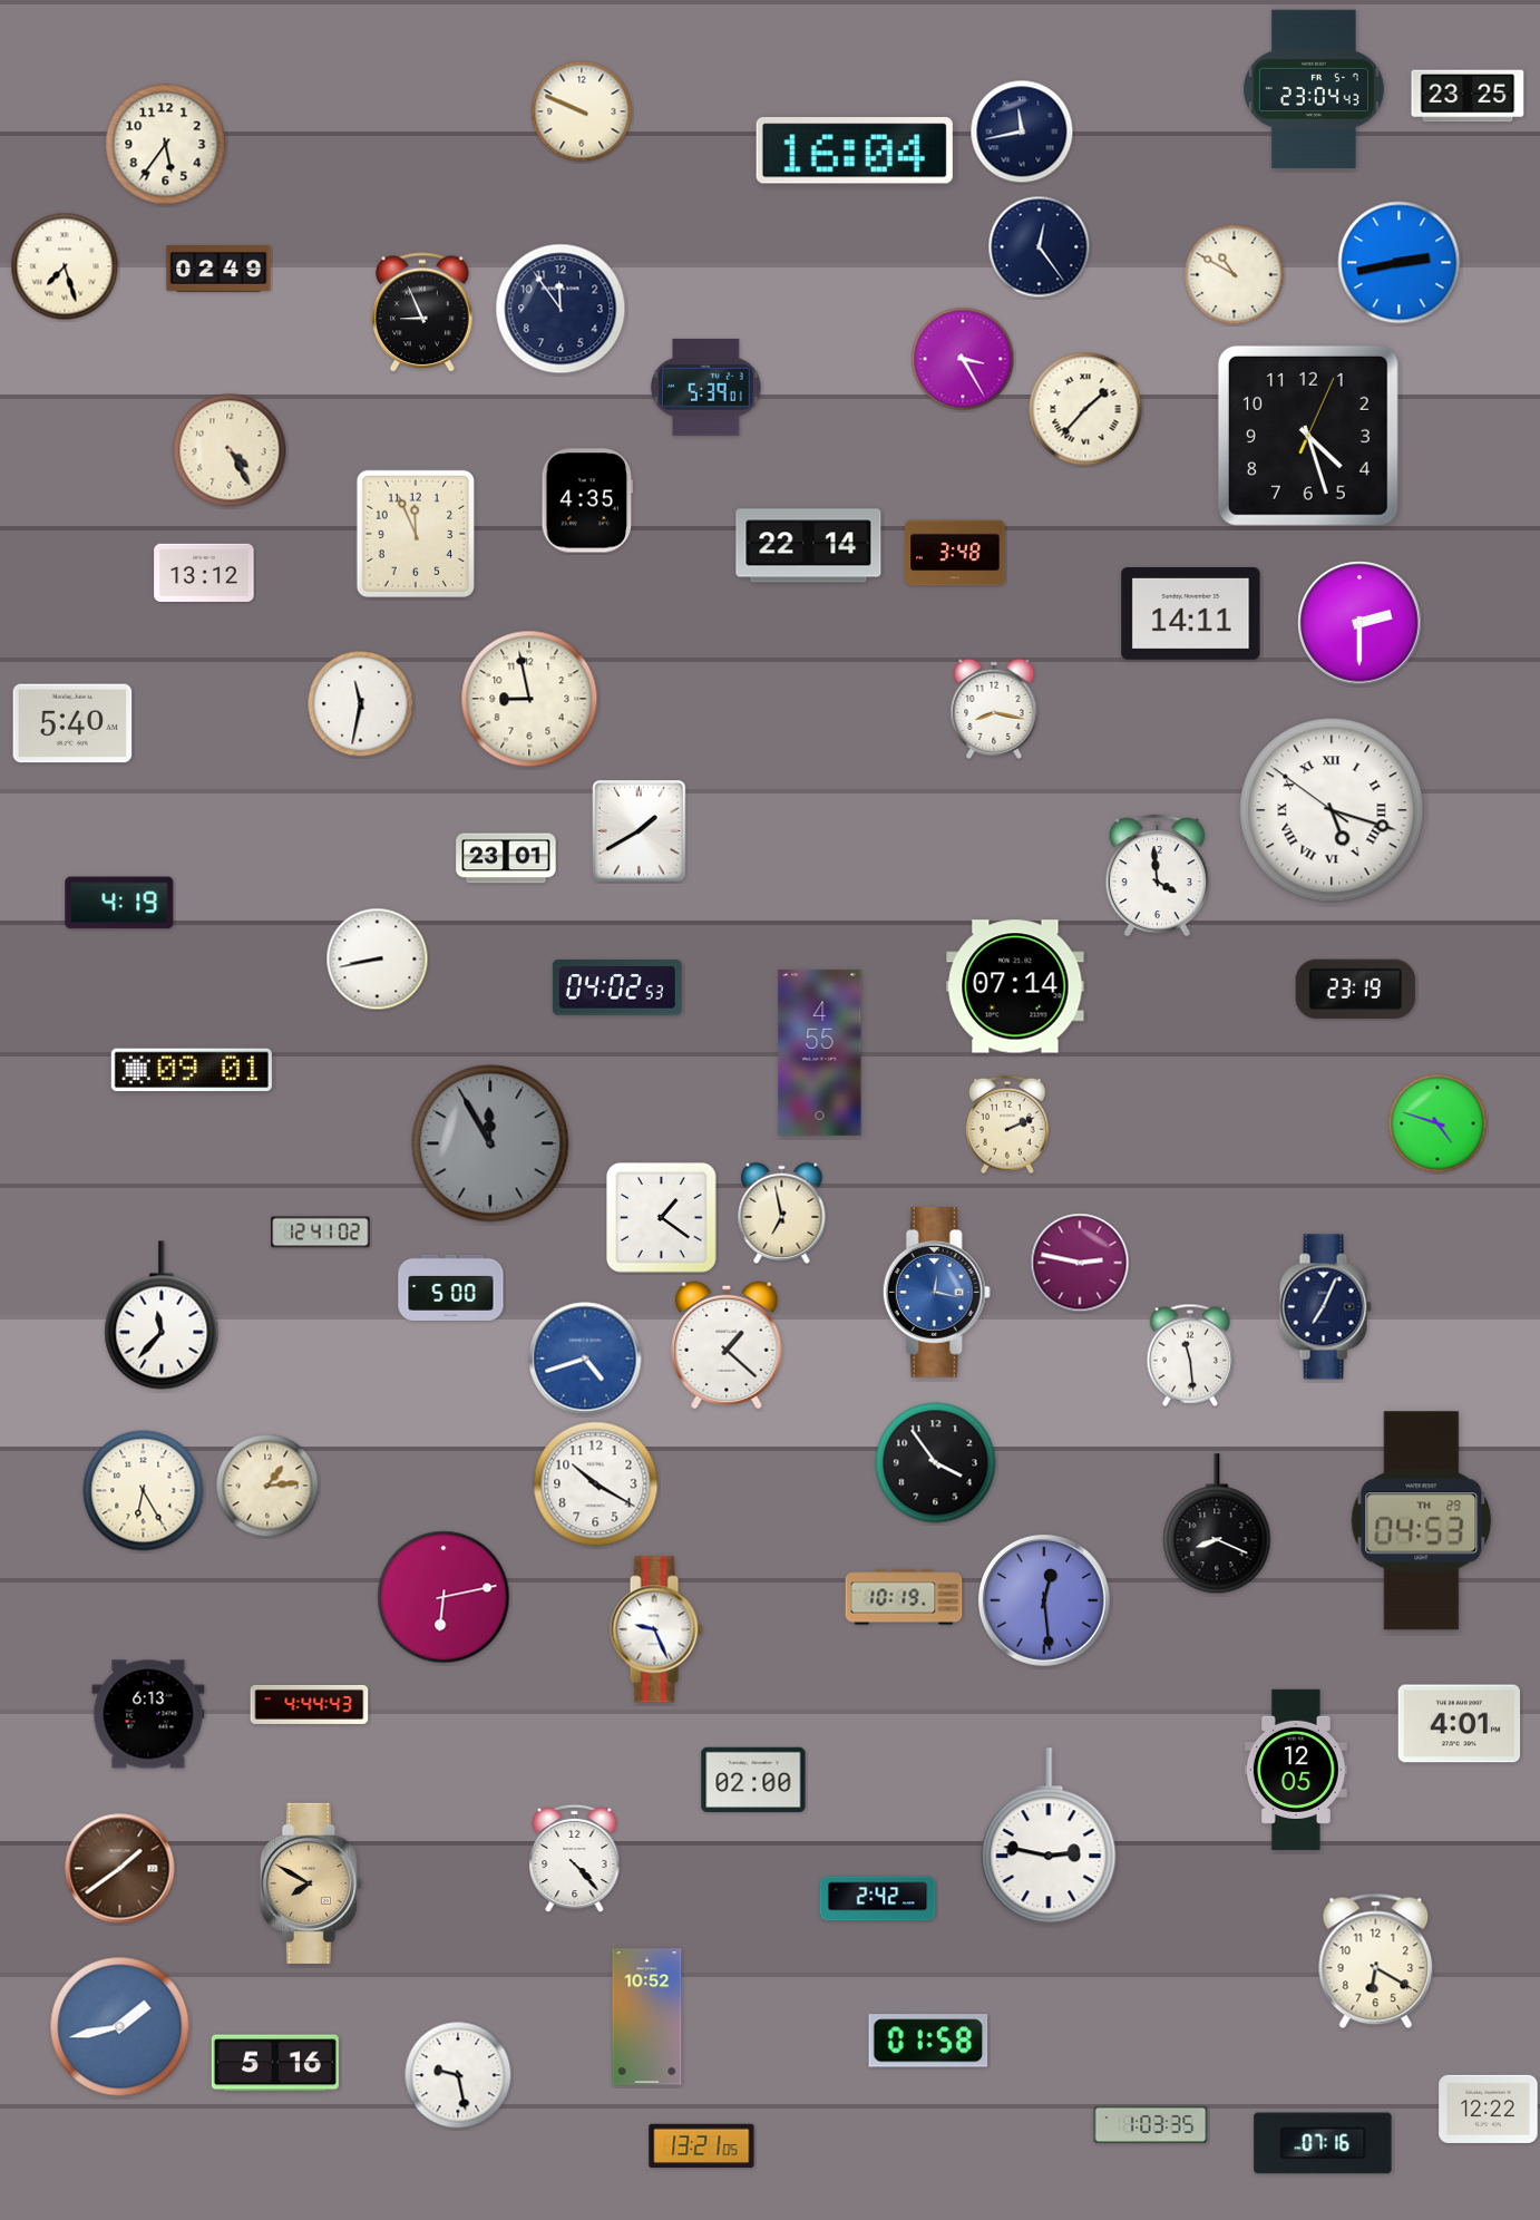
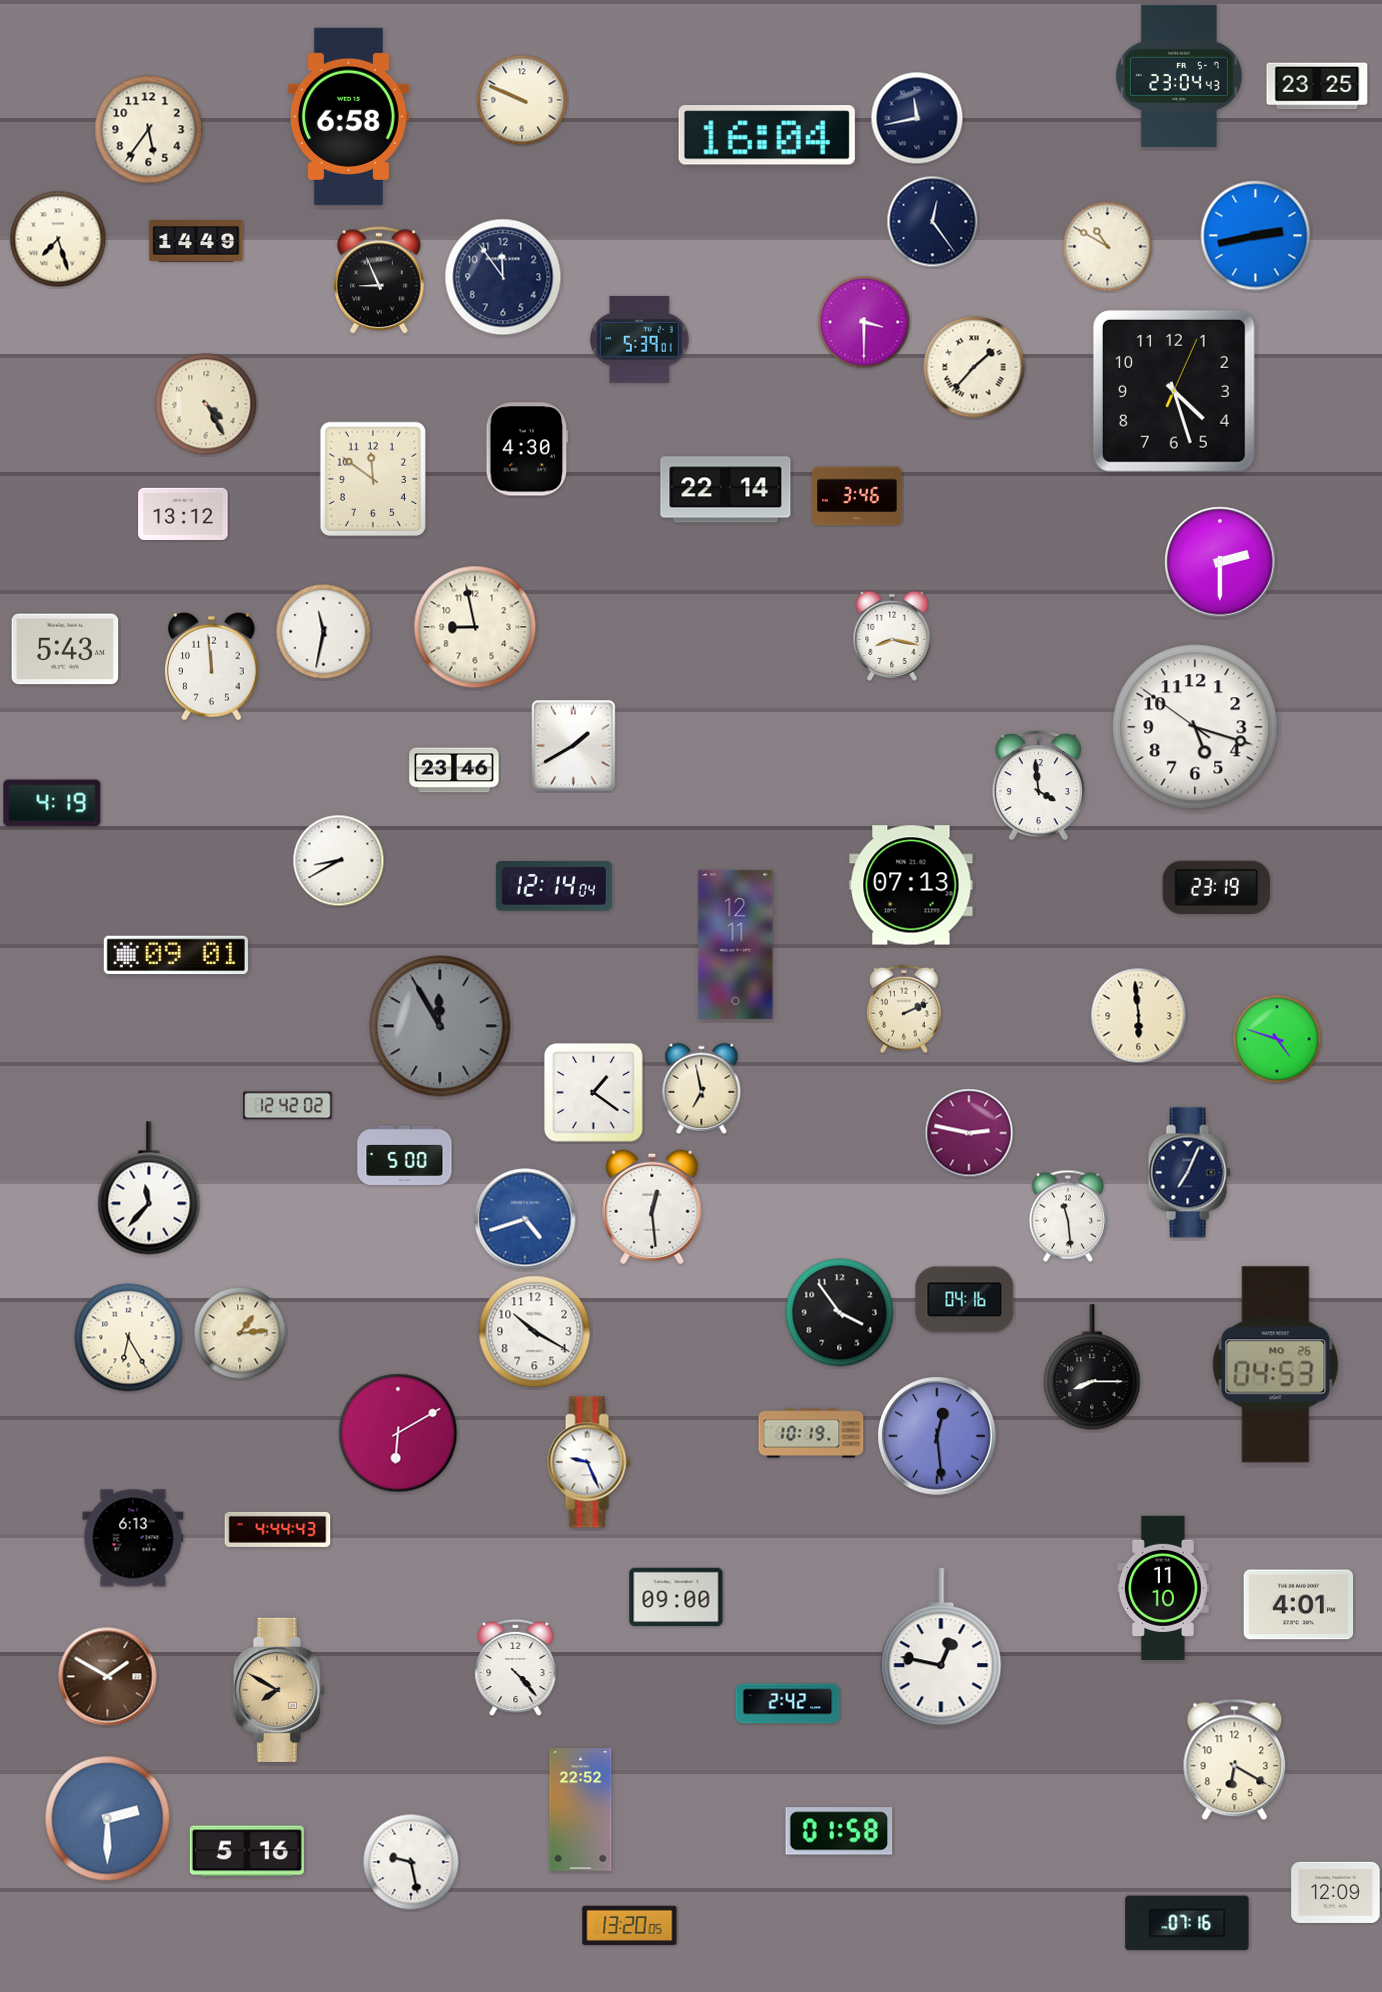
clock at (1314, 88) position: (1314, 88) -> (1179, 75)
clock at (348, 116): none -> 6:58
clock at (218, 270): 02:49 -> 14:49
clock at (963, 359): 3:25 -> 3:30
clock at (706, 387) position: (706, 387) -> (640, 339)
clock at (587, 500): 4:35 -> 4:30
clock at (415, 533): 11:56 -> 11:51
clock at (955, 553): 3:48 -> 3:46
clock at (1191, 613): 14:11 -> none
clock at (1359, 623) position: (1359, 623) -> (1220, 562)
clock at (72, 723): 5:40 -> 5:43
clock at (211, 666): none -> 11:59
clock at (1332, 810) numerals: Roman -> Arabic
clock at (506, 858): 23:01 -> 23:46
clock at (119, 903) position: (119, 903) -> (52, 803)
clock at (378, 960): 8:43 -> 8:40
clock at (1015, 986): 07:14 -> 07:13
clock at (617, 987): 04:02 -> 12:14
clock at (820, 1052): 4:55 -> 12:11
clock at (192, 1070) position: (192, 1070) -> (176, 955)
clock at (1437, 1123) position: (1437, 1123) -> (1277, 1039)
clock at (1139, 1016): none -> 5:59
clock at (321, 1233): 12:41 -> 12:42
clock at (936, 1293): 12:17 -> none
clock at (162, 1315) position: (162, 1315) -> (149, 1188)
clock at (727, 1345): 1:22 -> 12:29
clock at (965, 1300): none -> 04:16
clock at (1422, 1521) date: TH 29 -> MO 26
clock at (1217, 1525): 8:19 -> 8:15
clock at (444, 1597): 6:13 -> 6:10
clock at (1460, 1724) position: (1460, 1724) -> (1299, 1605)
clock at (1296, 1770): 12:05 -> 11:10
clock at (753, 1780): 02:00 -> 09:00
clock at (1049, 1837): 2:47 -> 12:47
clock at (120, 1869): 1:39 -> 1:50
clock at (647, 2017): 10:52 -> 22:52
clock at (120, 2027): 1:43 -> 2:30
clock at (928, 2041) position: (928, 2041) -> (839, 1831)
clock at (1489, 2109): 12:22 -> 12:09
clock at (1151, 2125): 1:03 -> none
clock at (702, 2146): 13:21 -> 13:20
